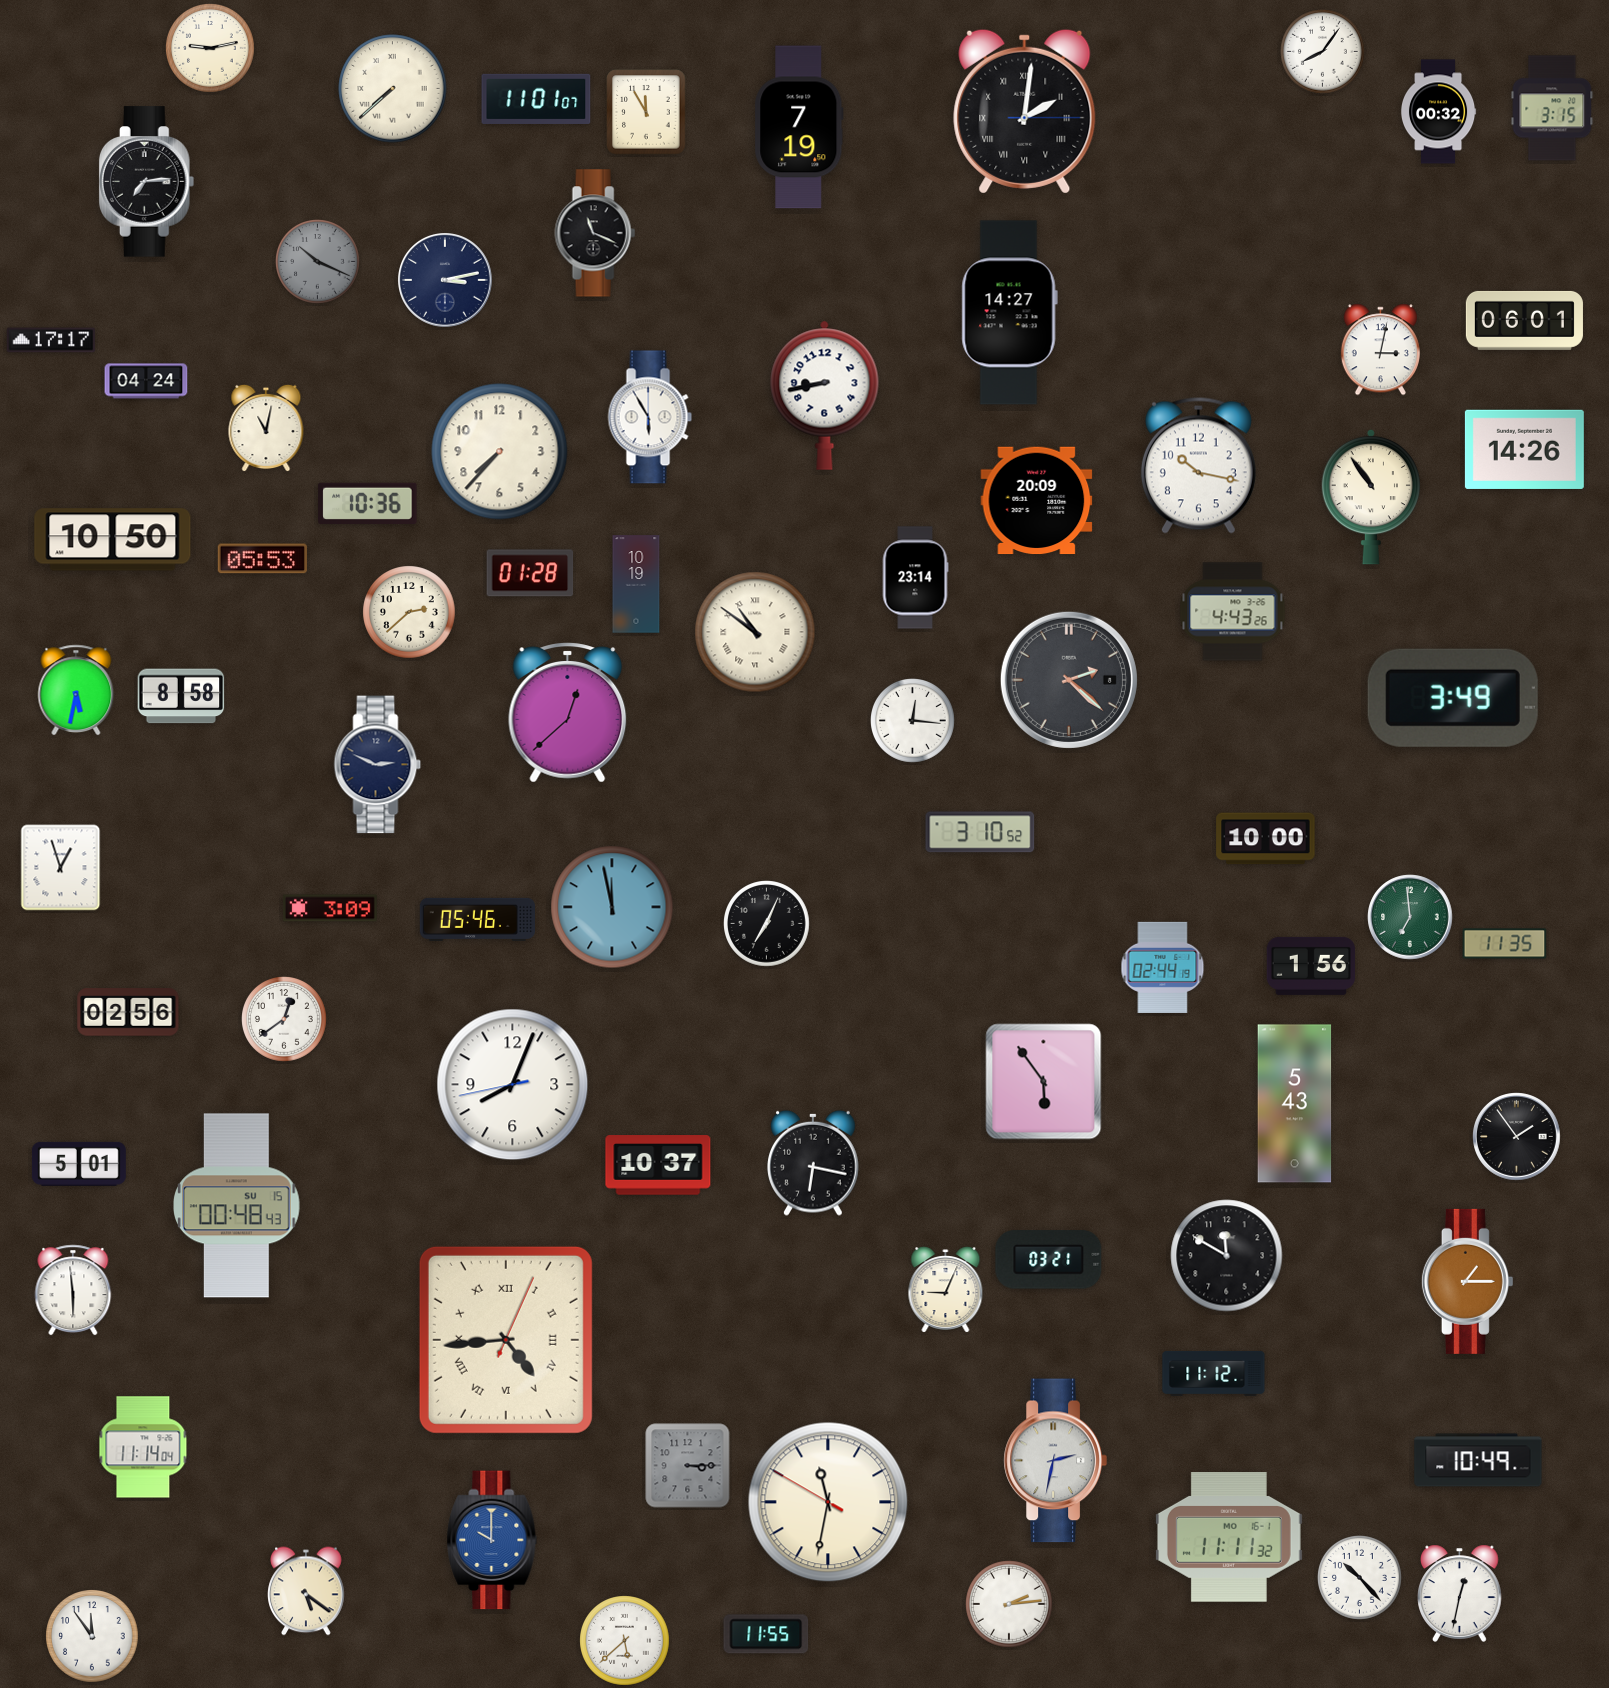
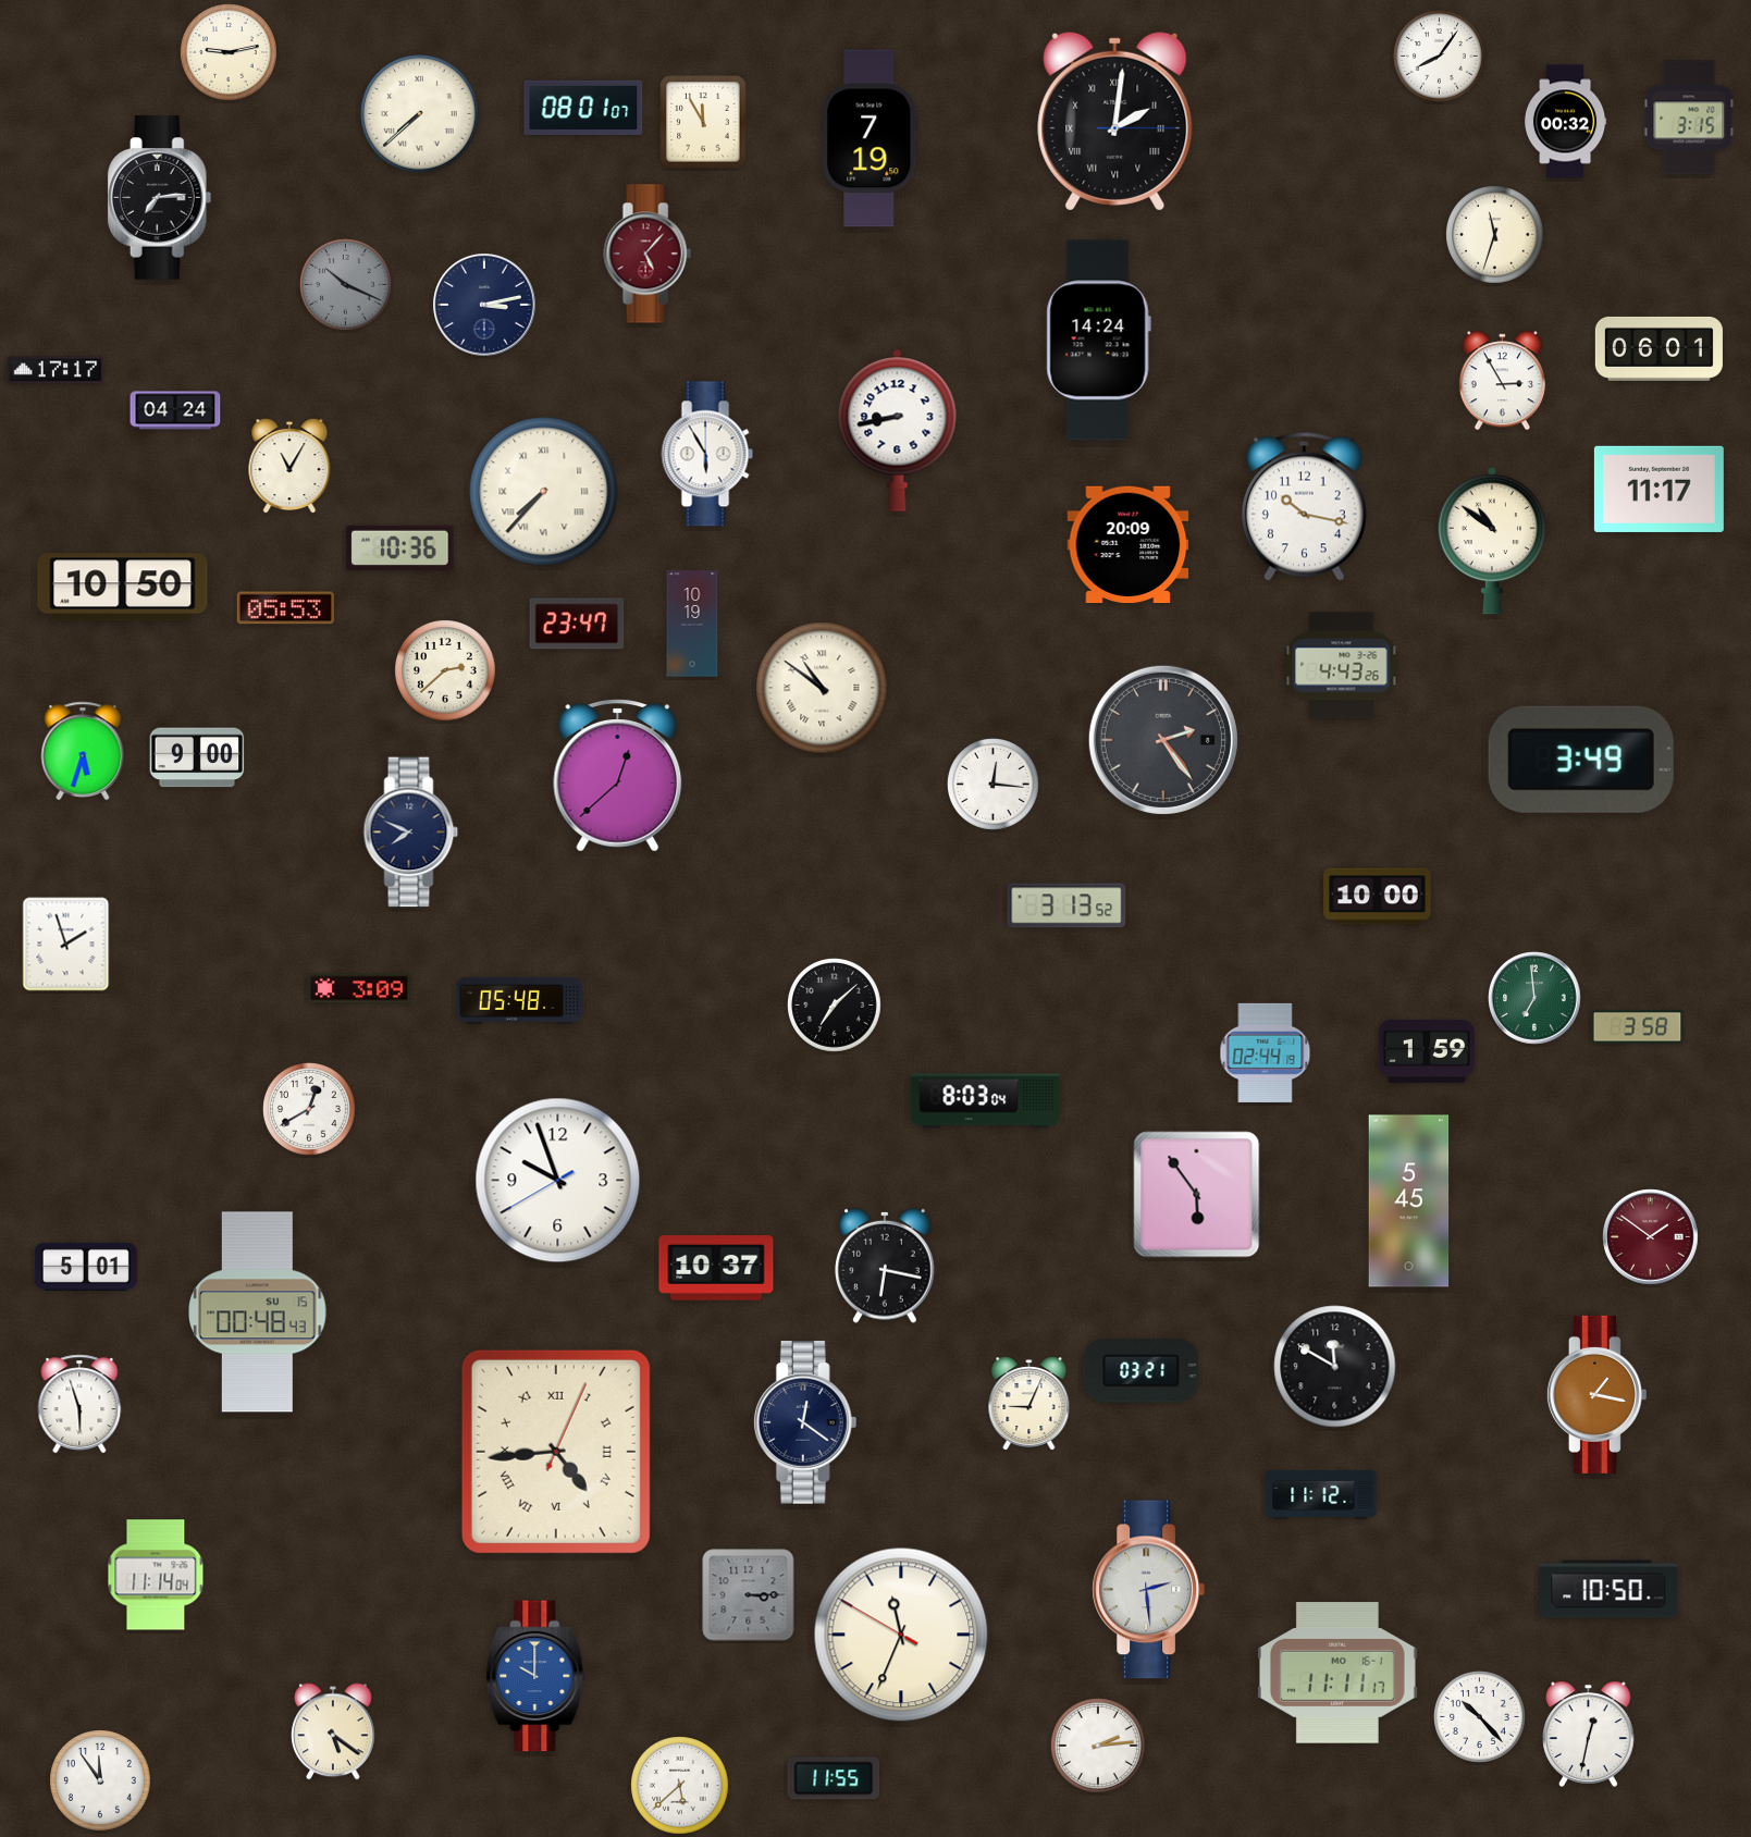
clock at (393, 89) position: (393, 89) -> (420, 114)
clock at (536, 99): 11:01 -> 08:01
clock at (1495, 235): none -> 11:33
clock at (595, 233): 11:19 -> 5:07
clock at (595, 233) dial: black -> burgundy
clock at (1009, 313): 14:27 -> 14:24
clock at (1380, 350): 3:02 -> 2:55
clock at (146, 381) position: (146, 381) -> (175, 410)
clock at (266, 428): 11:02 -> 11:05
clock at (1524, 449): 14:26 -> 11:17
clock at (500, 452) numerals: Arabic -> Roman
clock at (1370, 497): 10:54 -> 10:51
clock at (530, 573): 01:28 -> 23:47
clock at (915, 578): 23:14 -> none
clock at (636, 584) position: (636, 584) -> (692, 624)
clock at (409, 612) position: (409, 612) -> (445, 670)
clock at (1069, 680): 2:22 -> 2:24
clock at (76, 690): 5:32 -> 5:33
clock at (181, 696): 8:58 -> 9:00
clock at (378, 765): 2:49 -> 7:49
clock at (980, 832): 3:10 -> 3:13
clock at (1266, 839) position: (1266, 839) -> (1378, 897)
clock at (61, 868): 12:57 -> 1:57
clock at (612, 907): 11:58 -> none
clock at (477, 919): 05:46 -> 05:48
clock at (767, 924): 7:04 -> 7:08
clock at (1505, 944): 11:35 -> 3:58
clock at (1311, 966): 1:56 -> 1:59
clock at (128, 1012): 02:56 -> none
clock at (986, 1101): none -> 8:03
clock at (285, 1020): 12:39 -> 12:40
clock at (1044, 1082) position: (1044, 1082) -> (1197, 1195)
clock at (513, 1085): 8:03 -> 9:56
clock at (1295, 1104): 5:43 -> 5:45
clock at (1517, 1137): 1:54 -> 1:51
clock at (1517, 1137) dial: black -> burgundy
clock at (1467, 1281): 1:15 -> 1:17
clock at (73, 1290): 5:59 -> 5:57
clock at (805, 1422): none -> 12:21
clock at (506, 1340) position: (506, 1340) -> (556, 1452)
clock at (1478, 1460): 10:49 -> 10:50
clock at (1055, 1461): 2:32 -> 2:29
clock at (828, 1502): 11:31 -> 11:33
clock at (1229, 1538): 11:11:32 -> 11:11:17
